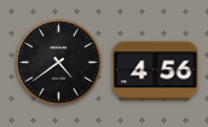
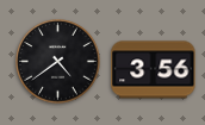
clock at (156, 71): 4:56 -> 3:56
